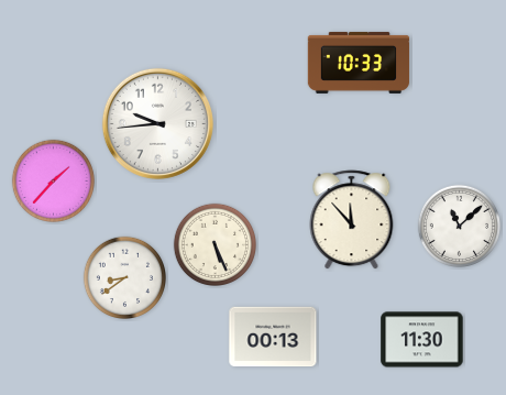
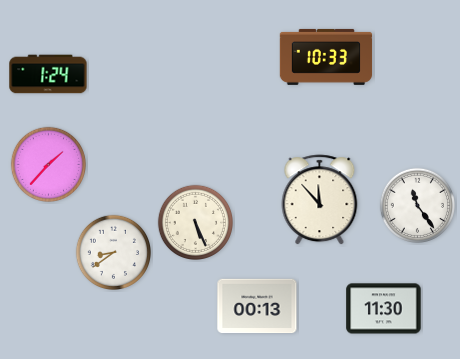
clock at (48, 74): none -> 1:24
clock at (157, 123): 9:44 -> none
clock at (459, 226): 11:08 -> 11:24
clock at (273, 337) position: (273, 337) -> (257, 306)
